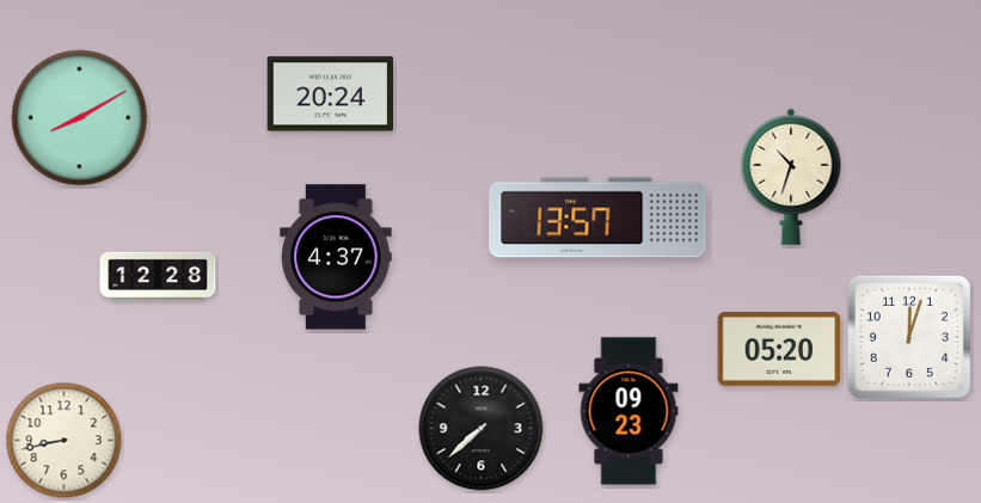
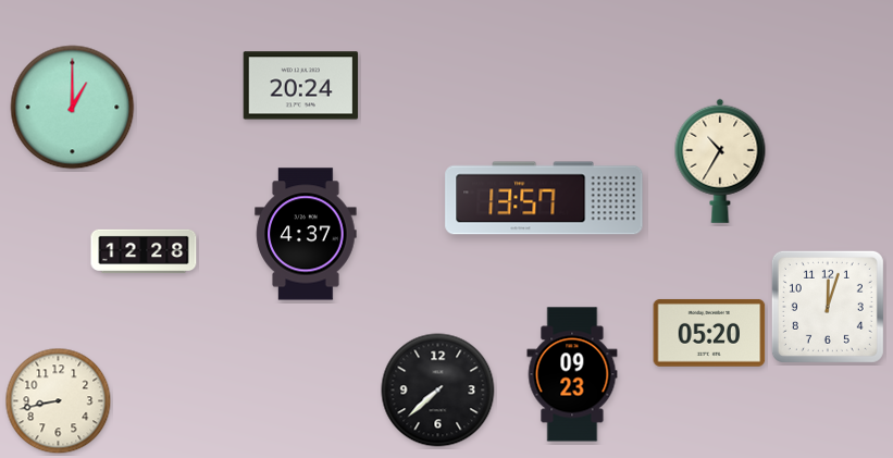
clock at (80, 118): 8:10 -> 1:00
clock at (791, 177): 10:33 -> 10:35
clock at (779, 349) position: (779, 349) -> (709, 333)
